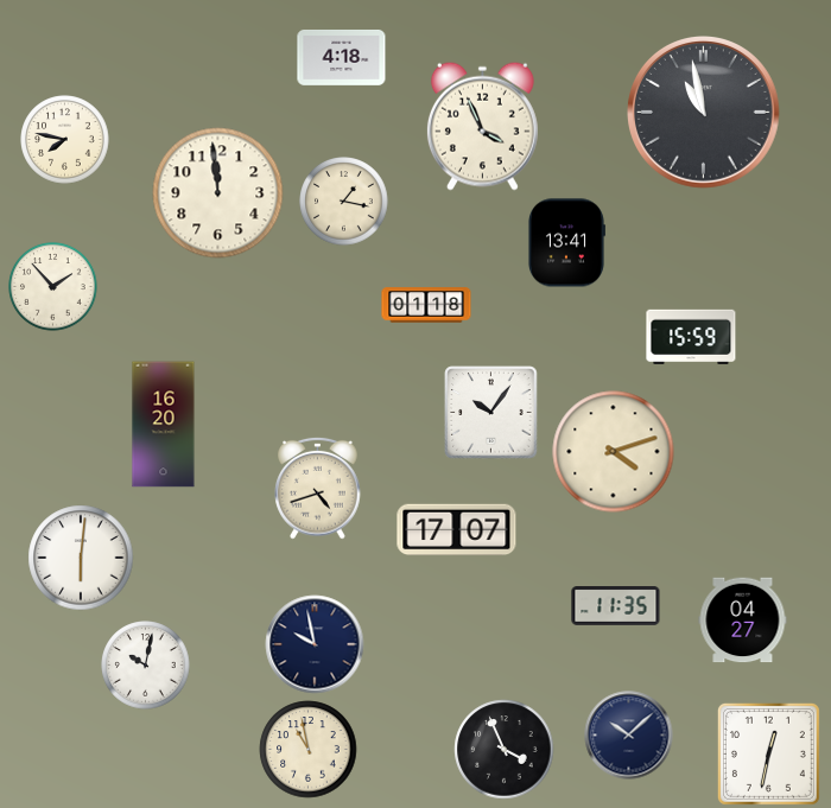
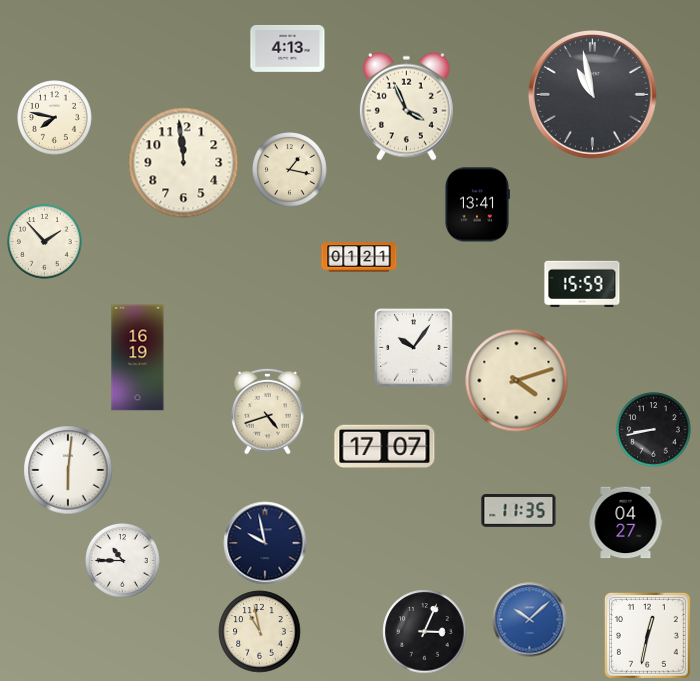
clock at (342, 57): 4:18 -> 4:13
clock at (426, 305): 01:18 -> 01:21
clock at (164, 425): 16:20 -> 16:19
clock at (654, 430): none -> 8:43
clock at (146, 666): 10:02 -> 10:45
clock at (629, 736) dial: navy -> blue
clock at (505, 750): 3:56 -> 3:04
